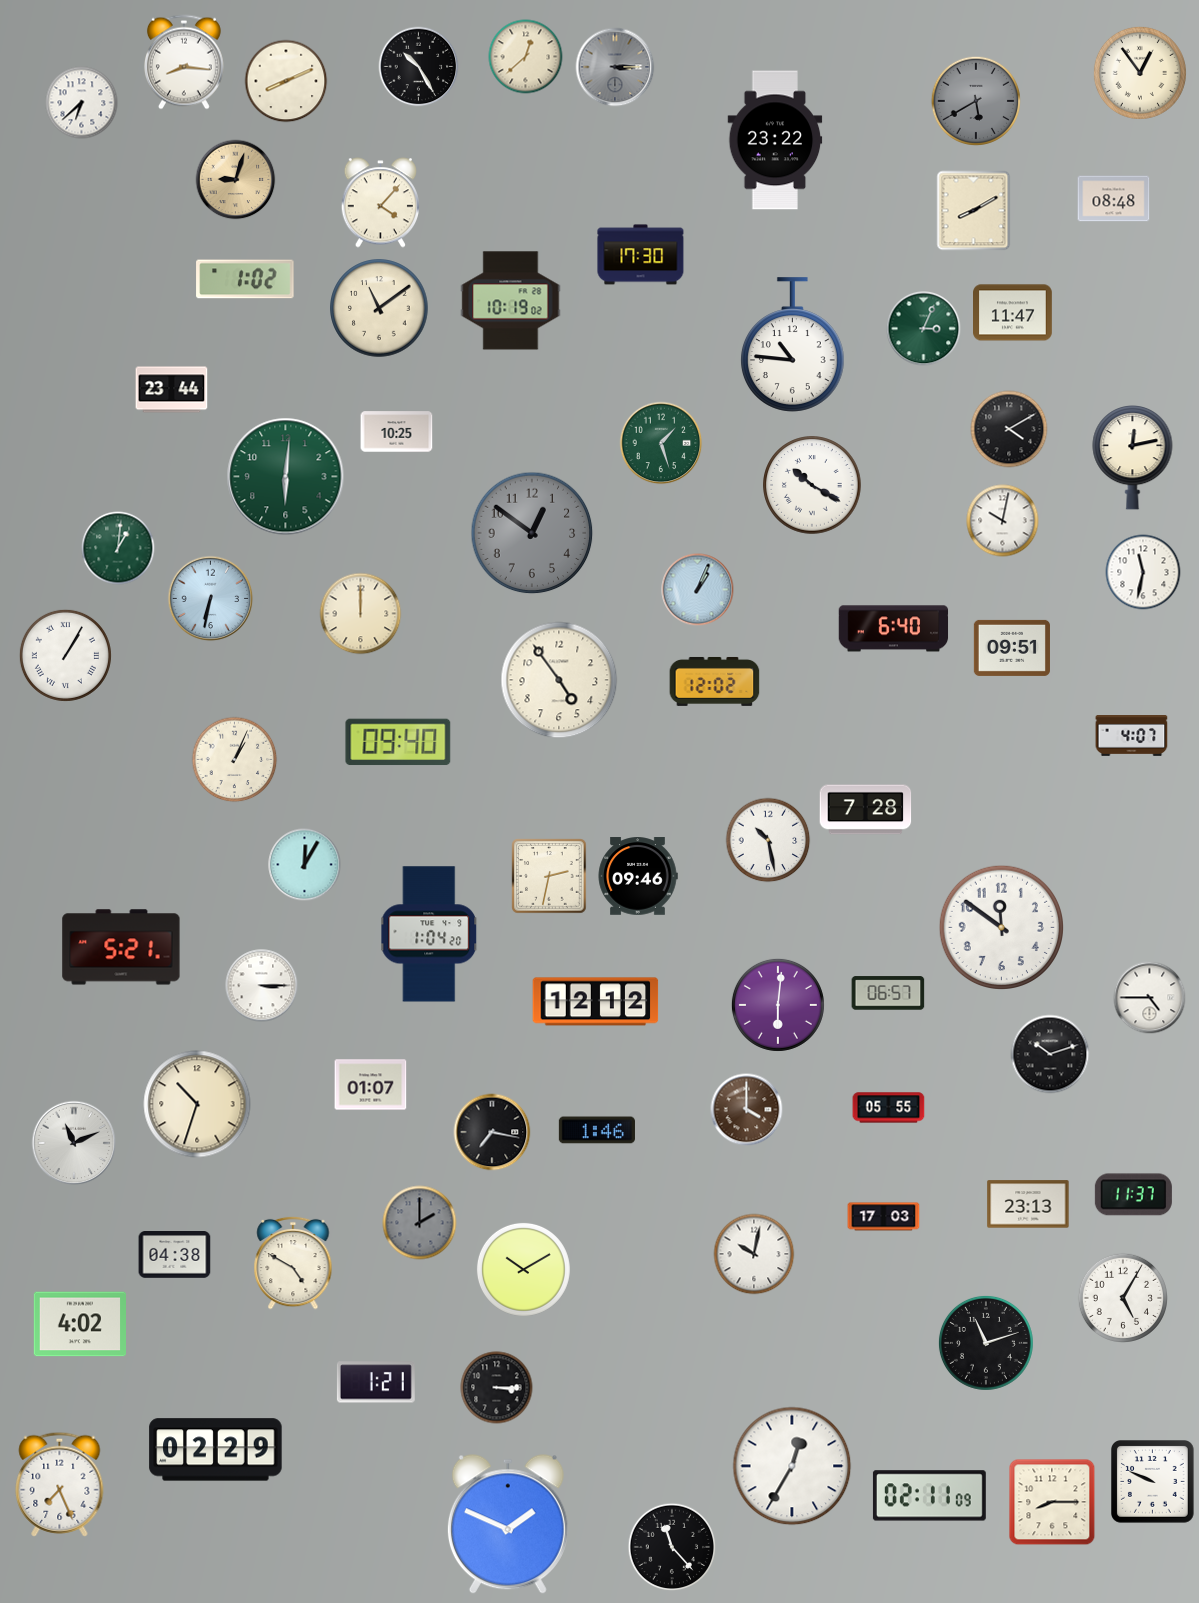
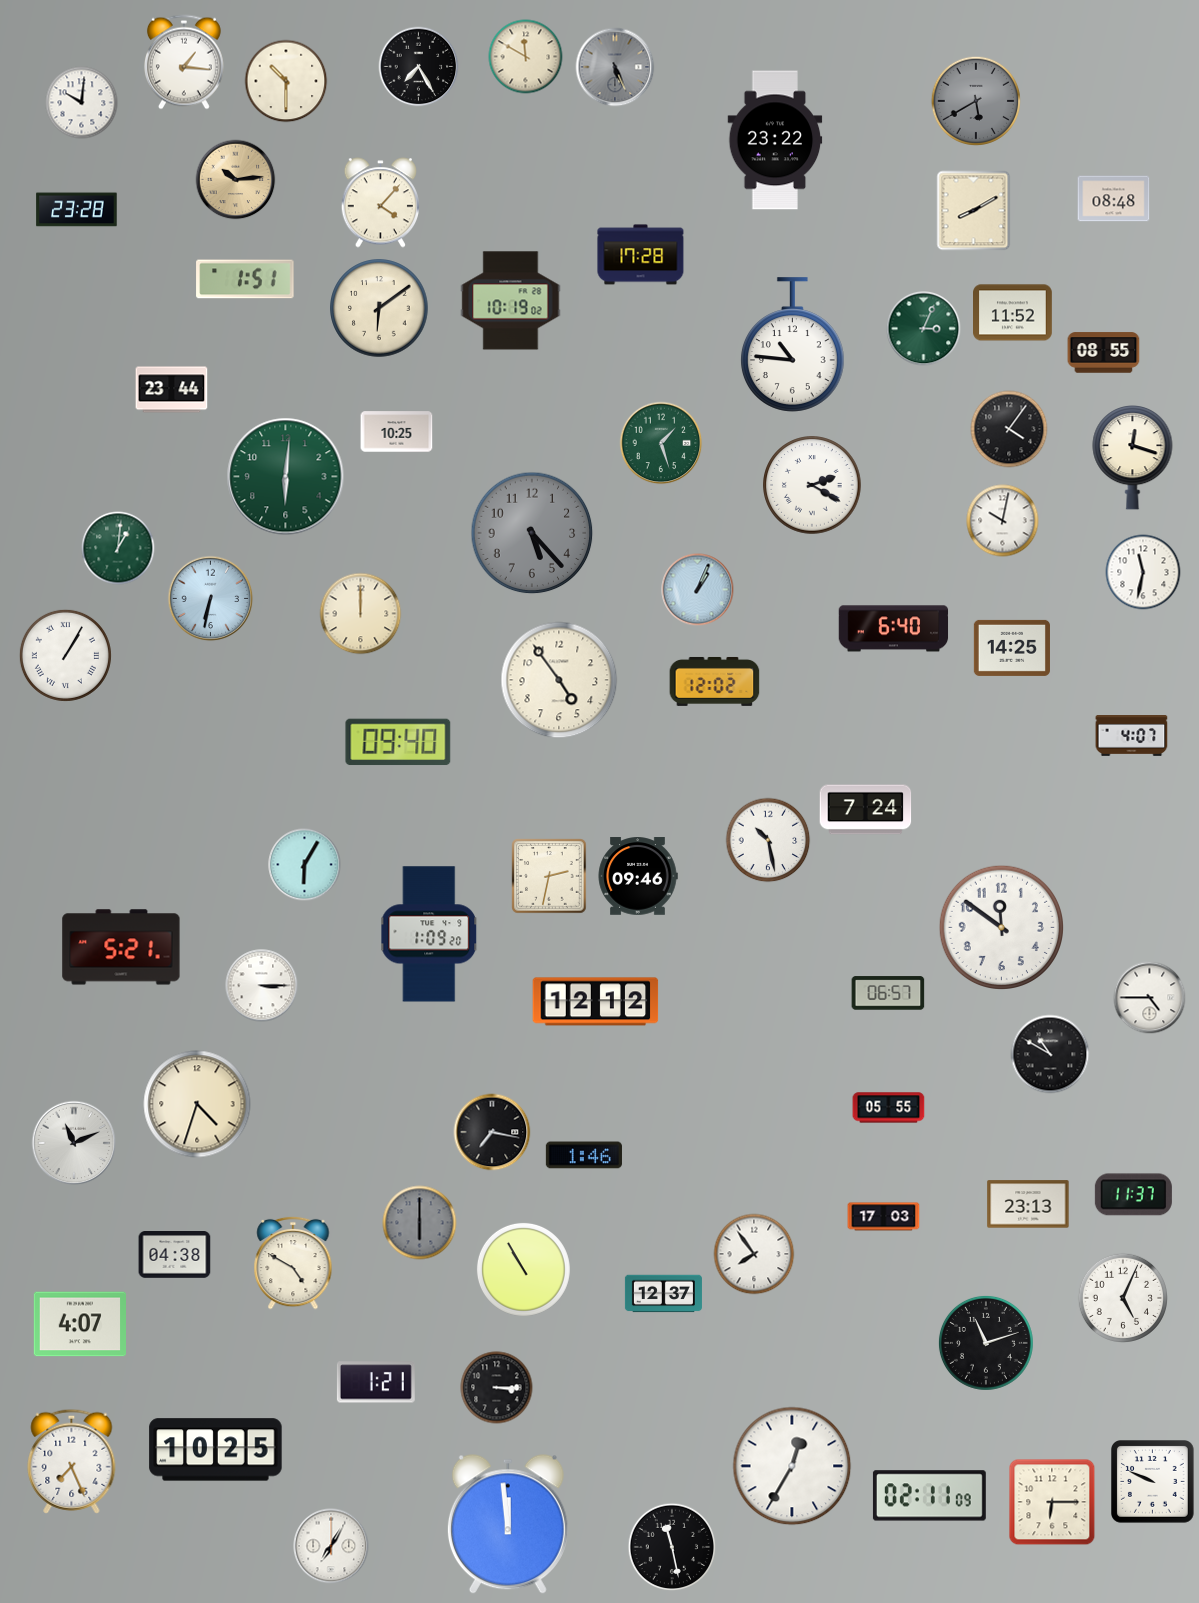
clock at (526, 57): 12:38 -> 11:50
clock at (184, 62): 8:16 -> 1:16
clock at (419, 67): 10:25 -> 7:25
clock at (615, 67): 3:15 -> 5:26
clock at (1140, 73): 12:54 -> none
clock at (286, 81): 8:11 -> 10:30
clock at (82, 103): 6:38 -> 10:01
clock at (236, 180): 9:03 -> 10:14
clock at (77, 210): none -> 23:28
clock at (641, 255): 17:30 -> 17:28
clock at (245, 279): 1:02 -> 1:51
clock at (379, 308): 11:09 -> 6:09
clock at (1013, 313): 11:47 -> 11:52
clock at (1104, 353): none -> 08:55
clock at (1009, 429): 4:10 -> 4:06
clock at (1133, 458): 12:13 -> 12:18
clock at (812, 485): 10:20 -> 2:20
clock at (532, 533): 12:51 -> 5:23
clock at (1012, 648): 09:51 -> 14:25
clock at (235, 760): 1:04 -> none
clock at (866, 810): 7:28 -> 7:24
clock at (305, 865): 12:05 -> 6:05
clock at (430, 934): 1:04 -> 1:09
clock at (778, 1005): 6:01 -> none
clock at (1050, 1054): 10:12 -> 10:50
clock at (371, 1085): 01:07 -> none
clock at (197, 1104): 10:33 -> 4:33
clock at (747, 1110): 4:00 -> none
clock at (597, 1130) position: (597, 1130) -> (584, 1155)
clock at (420, 1223): 2:00 -> 6:00
clock at (754, 1254): 10:02 -> 7:54
clock at (523, 1269): 10:10 -> 10:55
clock at (663, 1294): none -> 12:37
clock at (1122, 1297): 5:05 -> 5:04
clock at (80, 1324): 4:02 -> 4:07
clock at (216, 1450): 02:29 -> 10:25
clock at (60, 1484) position: (60, 1484) -> (72, 1461)
clock at (1052, 1502): 8:15 -> 6:15
clock at (508, 1525): 1:49 -> 11:59
clock at (331, 1546): none -> 7:05
clock at (672, 1547): 11:23 -> 11:28
